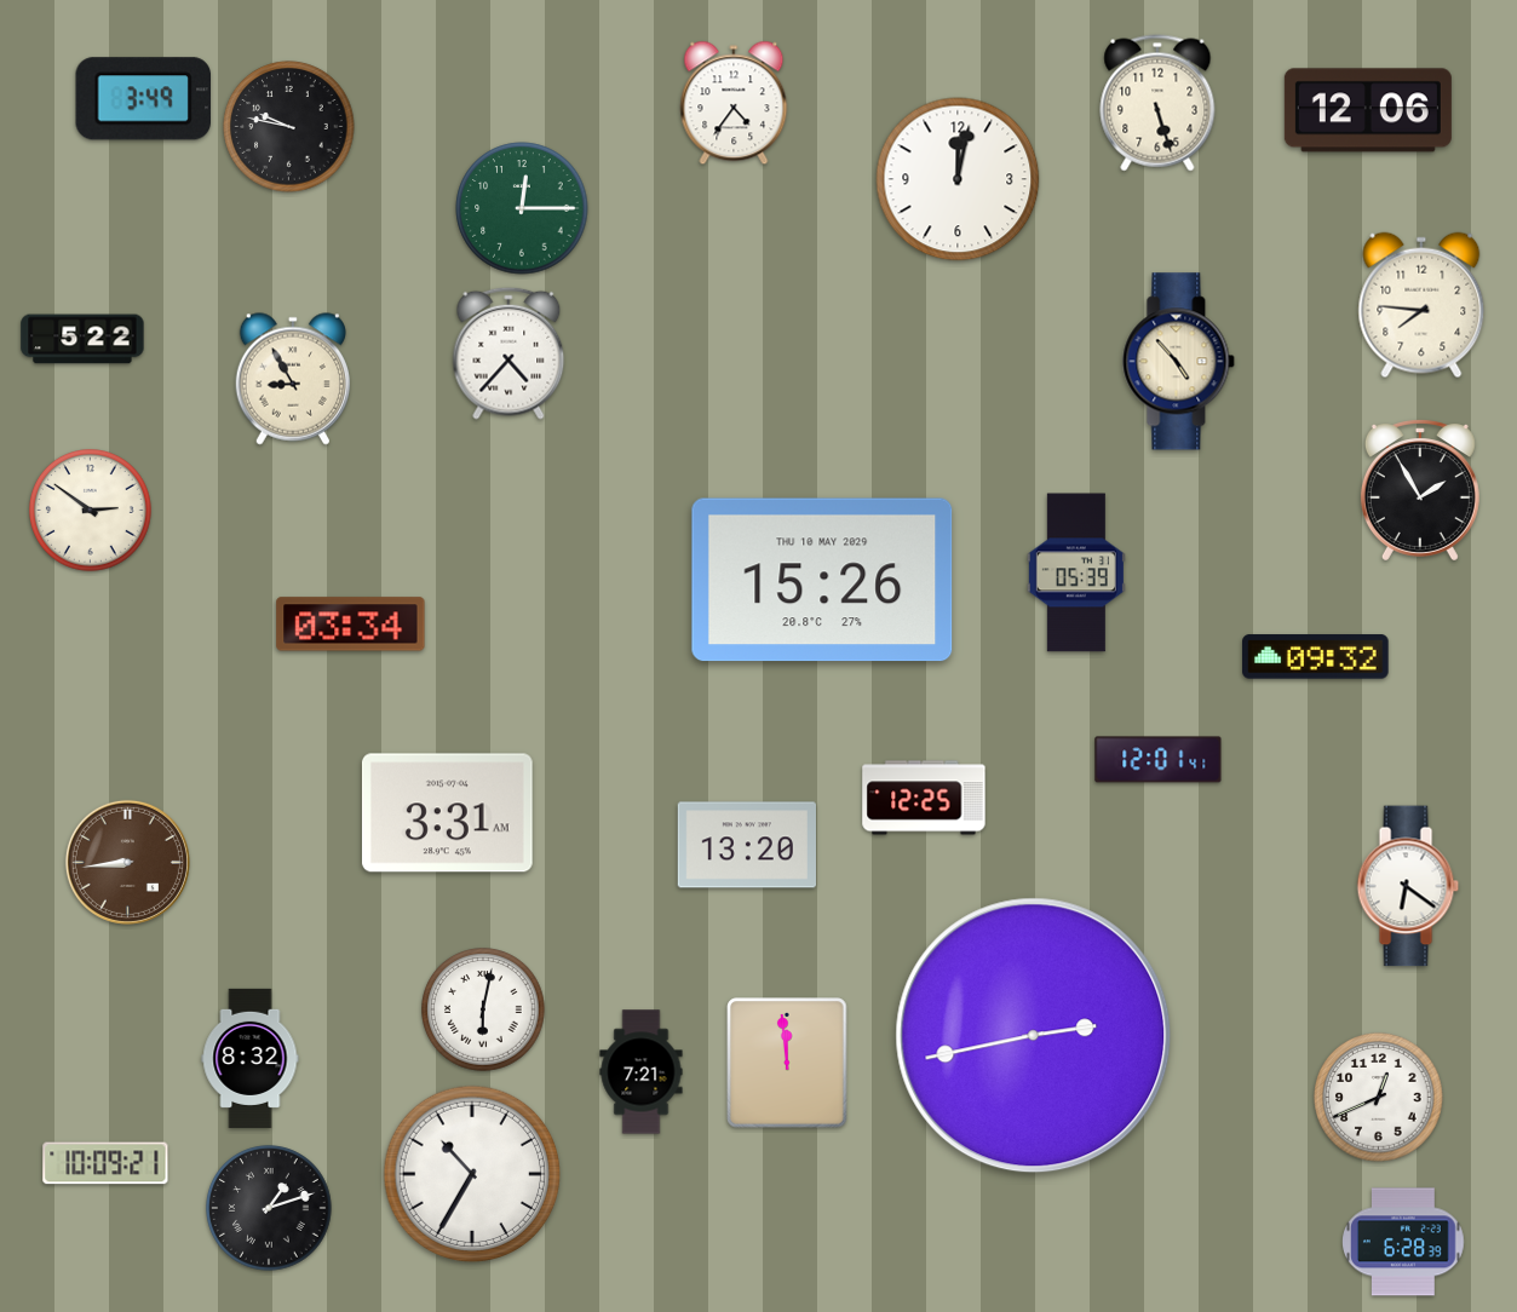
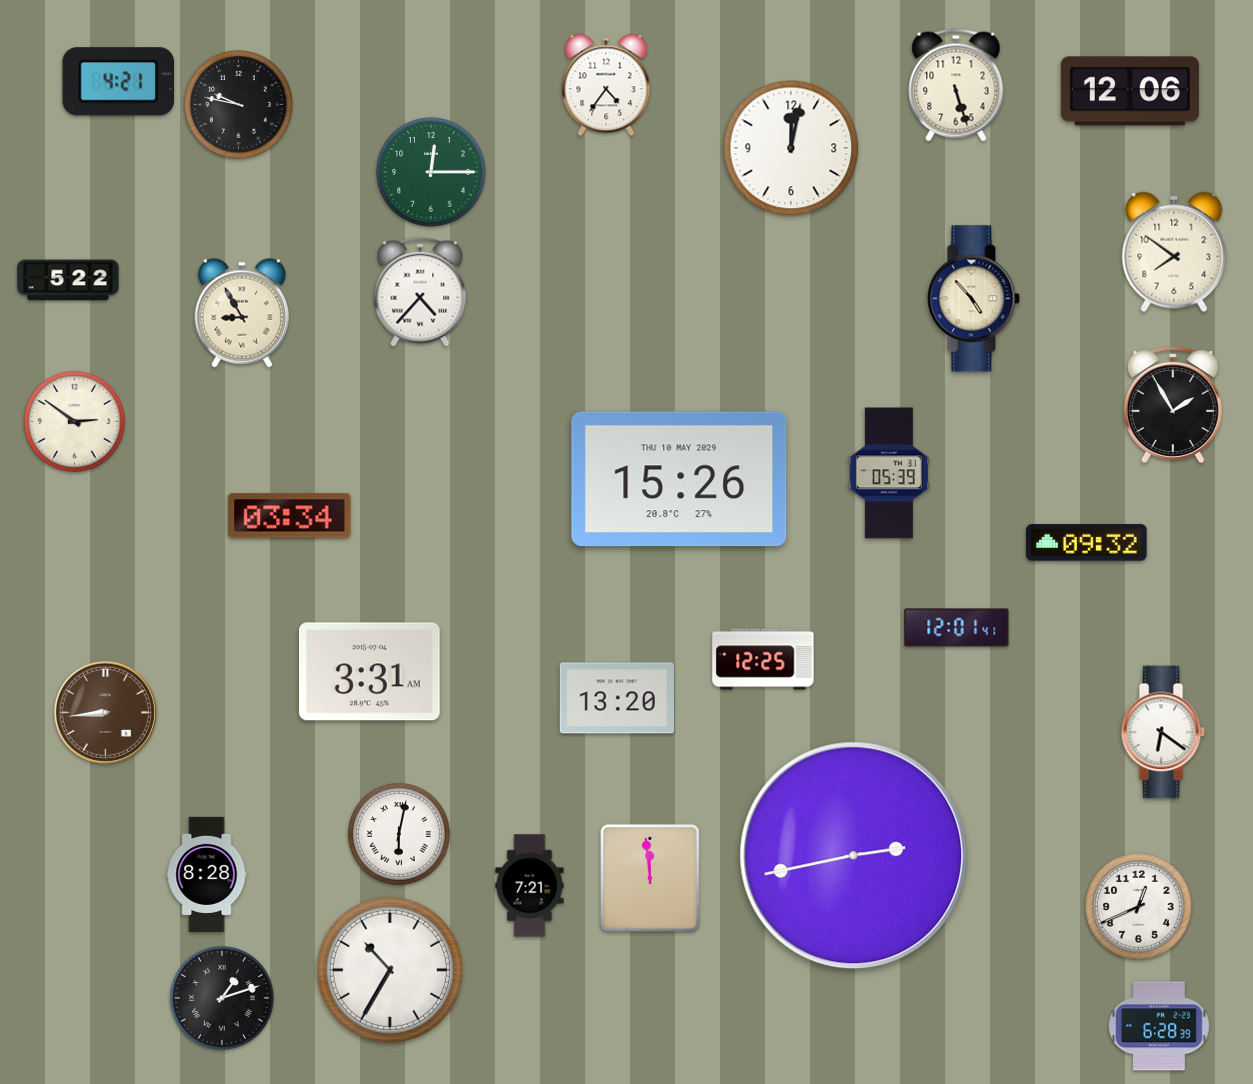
clock at (144, 99): 3:49 -> 4:21
clock at (1421, 305): 7:46 -> 7:51
clock at (251, 1058): 8:32 -> 8:28
clock at (105, 1163): 10:09 -> none
